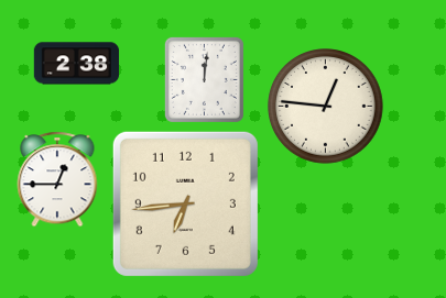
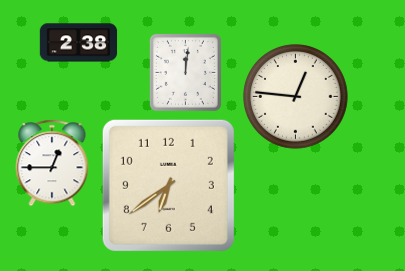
clock at (76, 64) position: (76, 64) -> (78, 43)
clock at (185, 203): 6:44 -> 6:39
